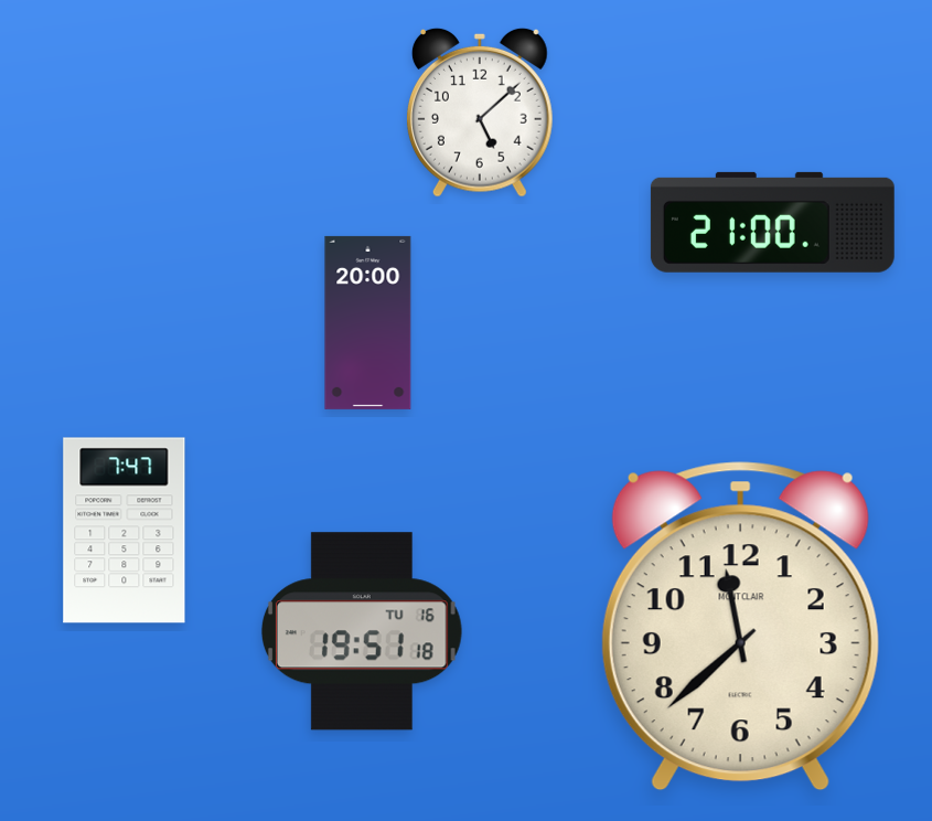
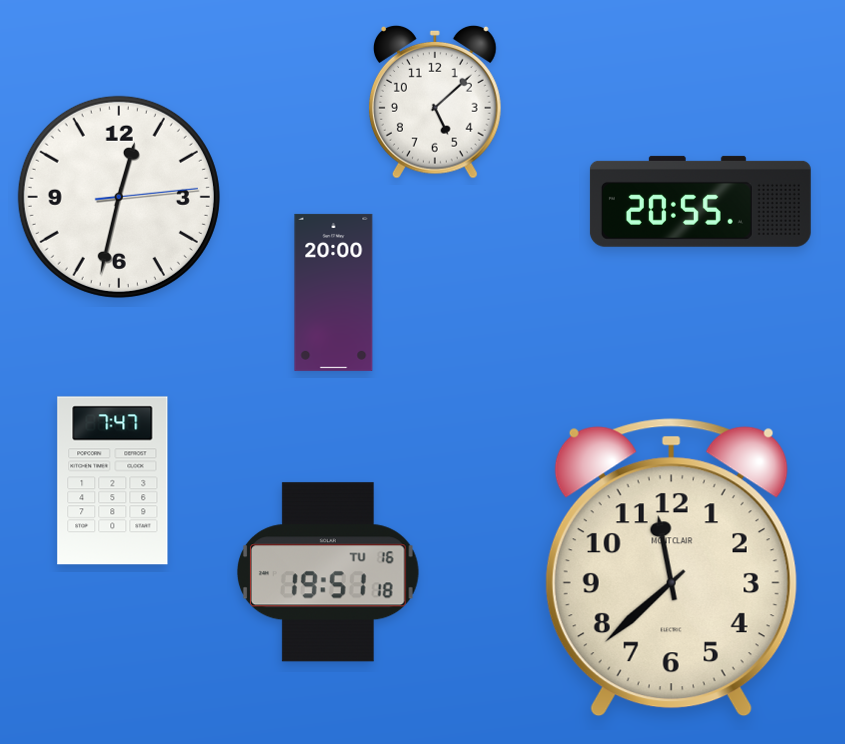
clock at (119, 197): none -> 12:32
clock at (772, 222): 21:00 -> 20:55
